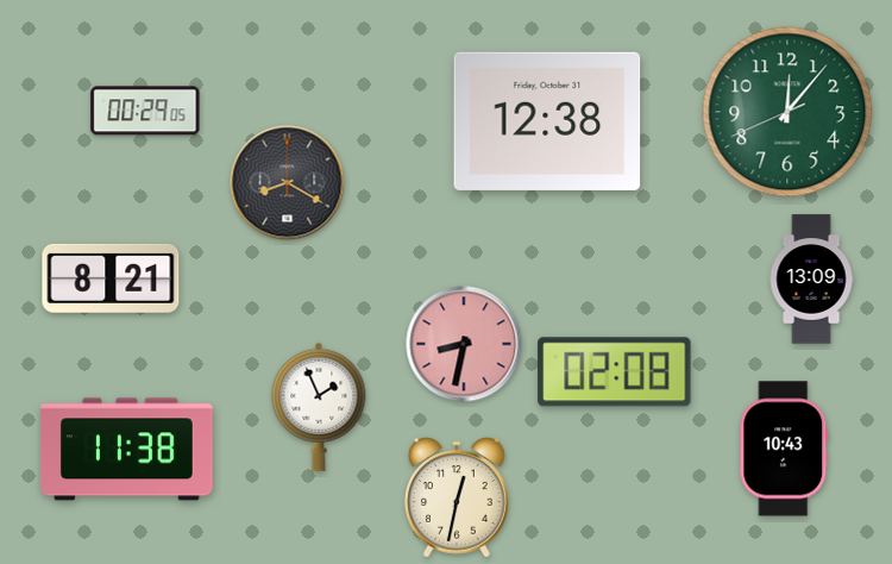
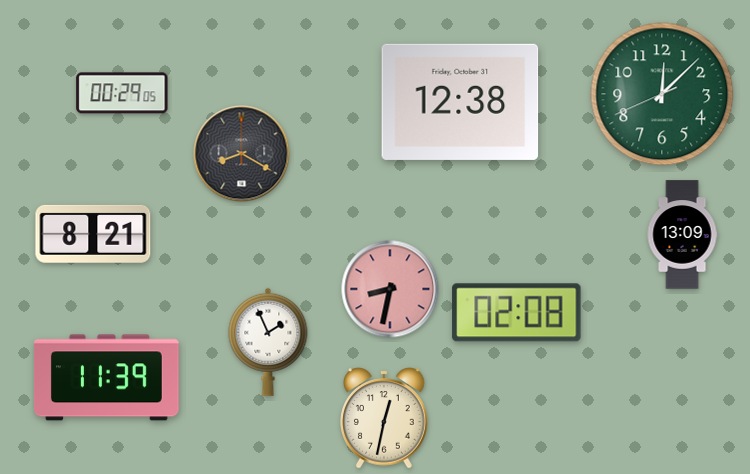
clock at (787, 112): 12:06 -> 12:07
clock at (784, 449): 10:43 -> none
clock at (126, 450): 11:38 -> 11:39
